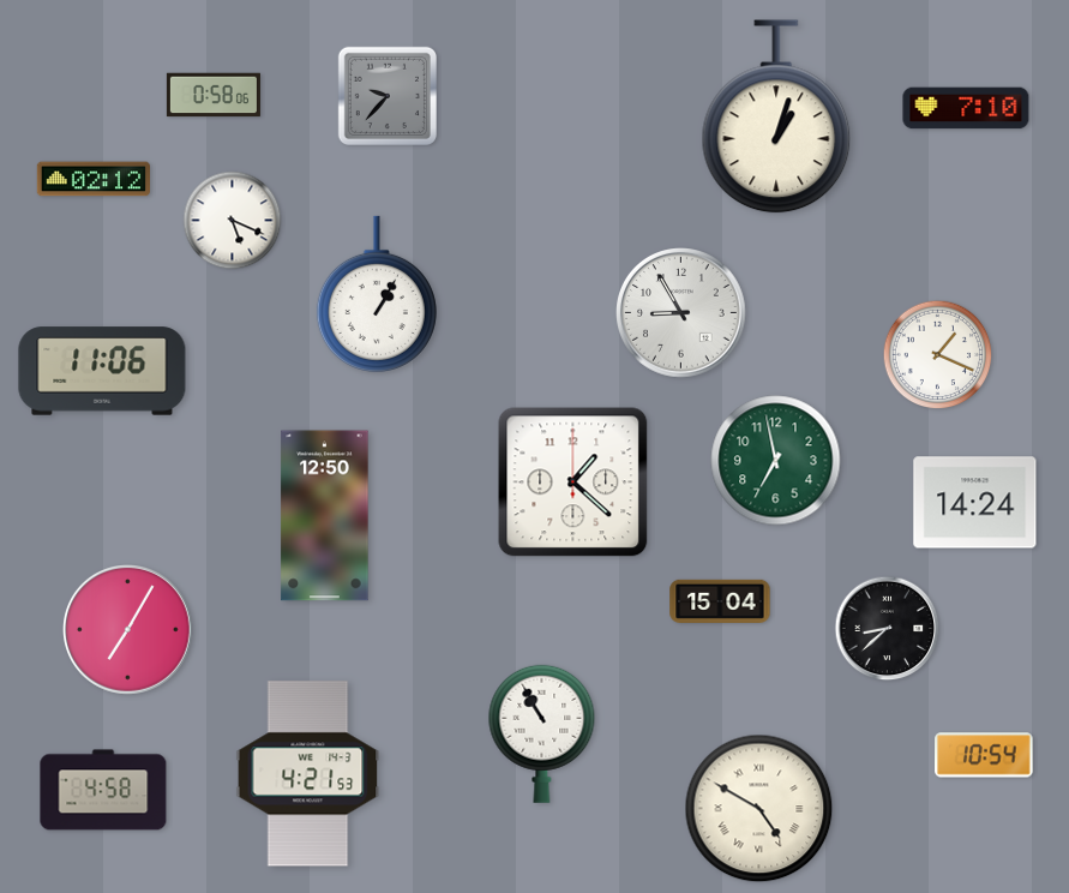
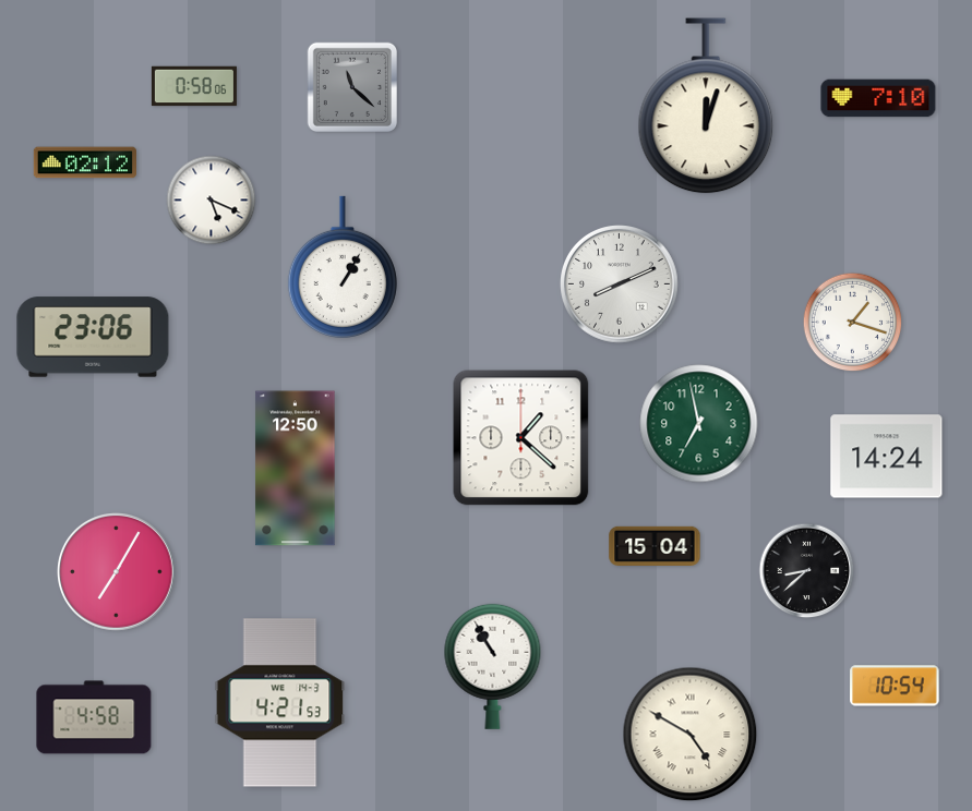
clock at (386, 95): 9:37 -> 11:22
clock at (776, 116): 1:03 -> 12:03
clock at (681, 313): 8:55 -> 8:11
clock at (938, 355): 1:19 -> 1:18
clock at (102, 371): 11:06 -> 23:06
clock at (776, 461) position: (776, 461) -> (699, 424)
